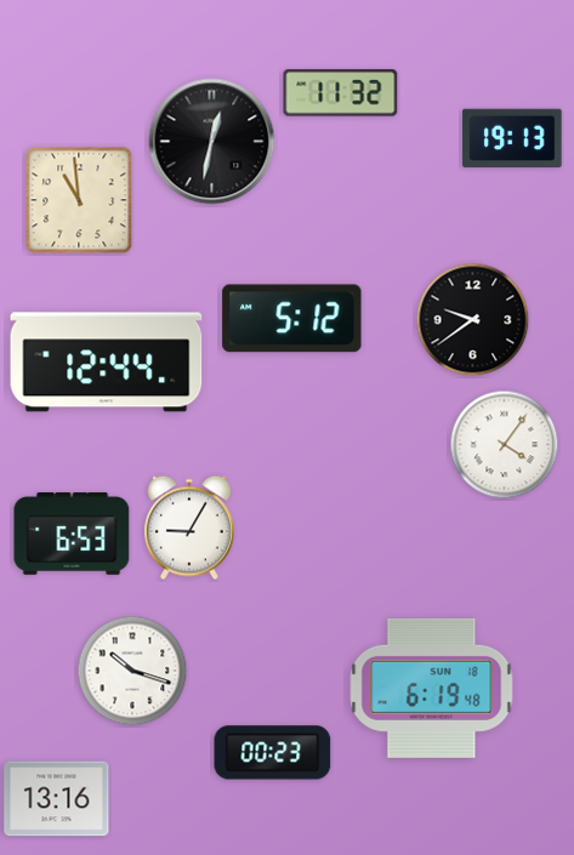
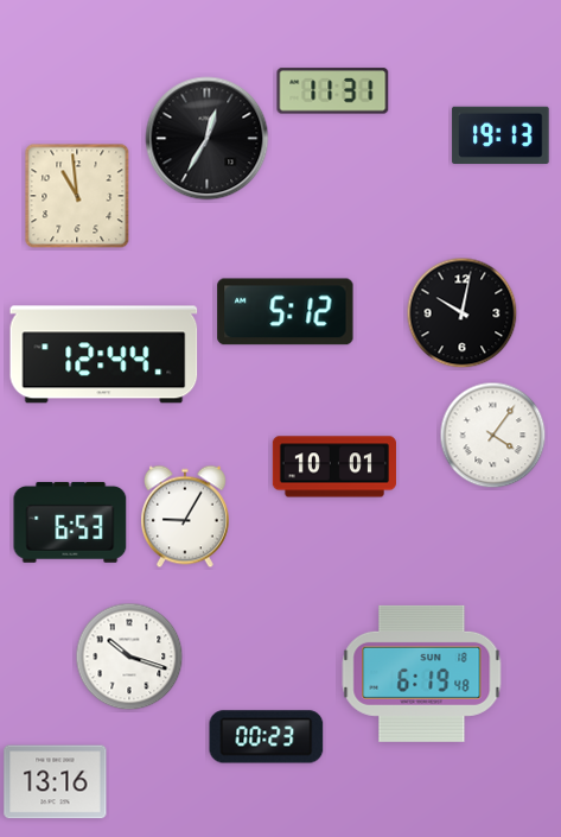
clock at (341, 93): 11:32 -> 11:31
clock at (212, 142): 12:32 -> 12:35
clock at (473, 320): 9:39 -> 10:02
clock at (334, 467): none -> 10:01
